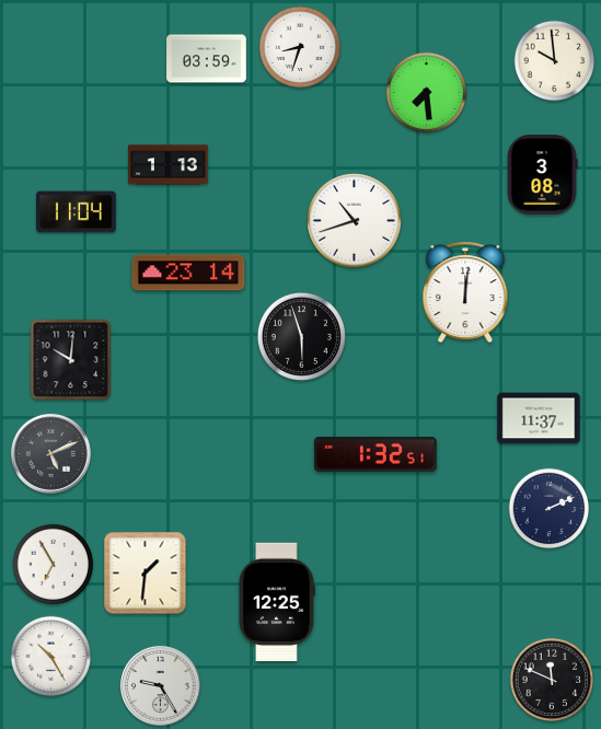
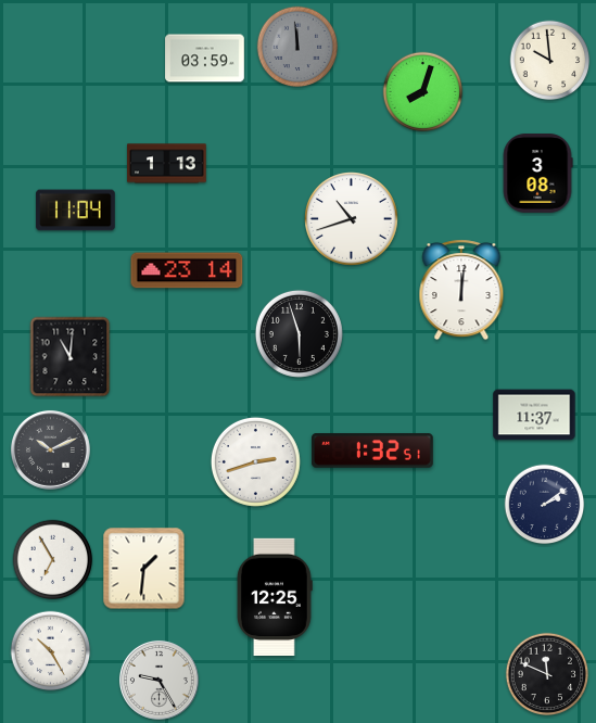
clock at (300, 47): 8:33 -> 11:59
clock at (300, 47) dial: white -> grey
clock at (427, 93): 7:29 -> 8:03
clock at (71, 360): 10:01 -> 11:01
clock at (50, 453): 5:11 -> 10:11
clock at (255, 461): none -> 2:42
clock at (550, 509): 2:11 -> 2:09
